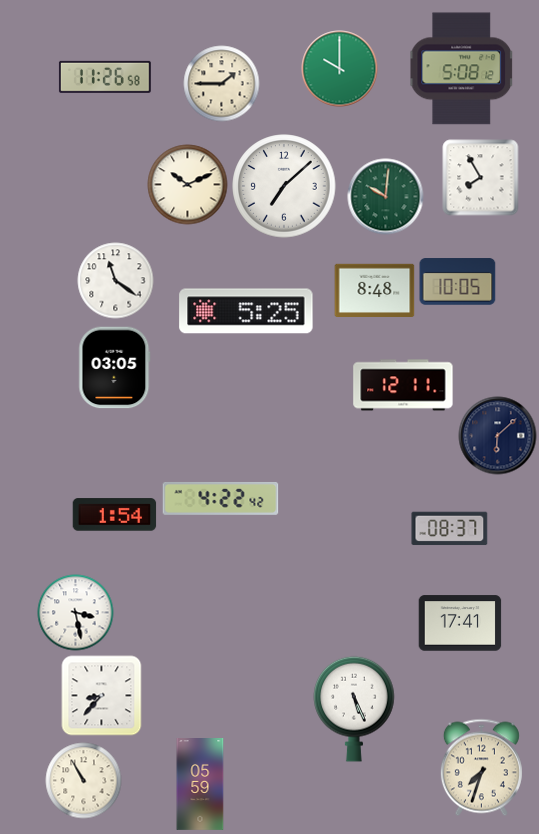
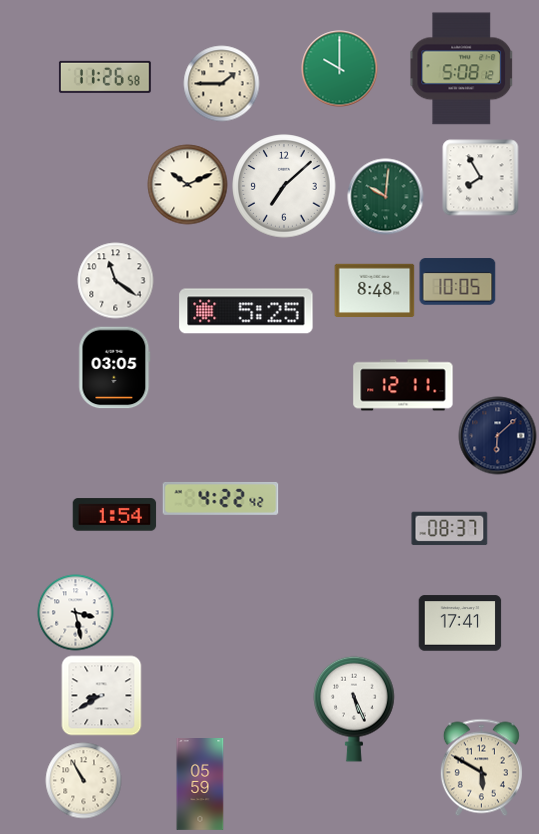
clock at (102, 696): 8:37 -> 8:40
clock at (481, 768): 7:33 -> 5:50
